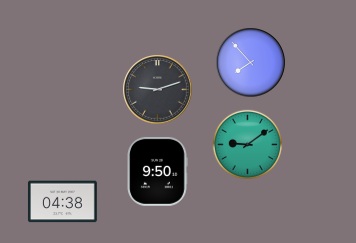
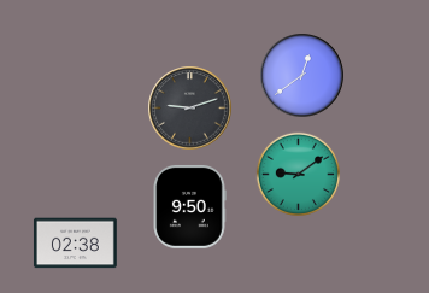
clock at (251, 63): 7:53 -> 12:39
clock at (62, 202): 04:38 -> 02:38
